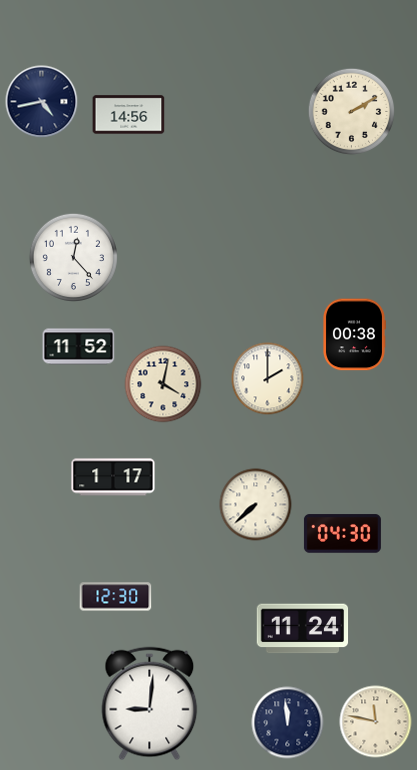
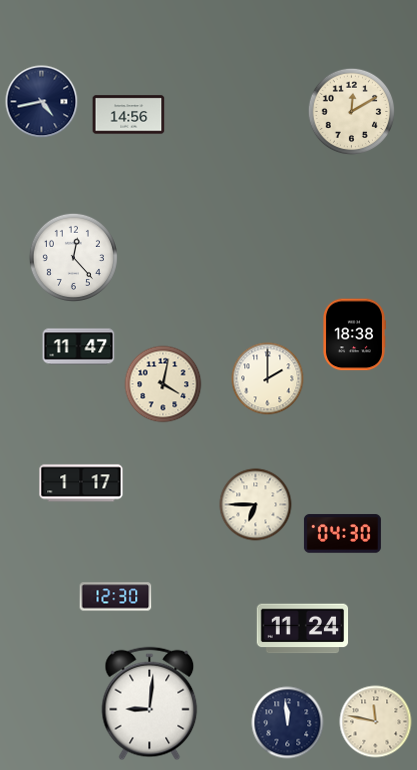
clock at (352, 112): 2:10 -> 12:10
clock at (354, 335): 00:38 -> 18:38
clock at (79, 347): 11:52 -> 11:47
clock at (113, 477) position: (113, 477) -> (81, 483)
clock at (256, 505): 7:38 -> 6:45
